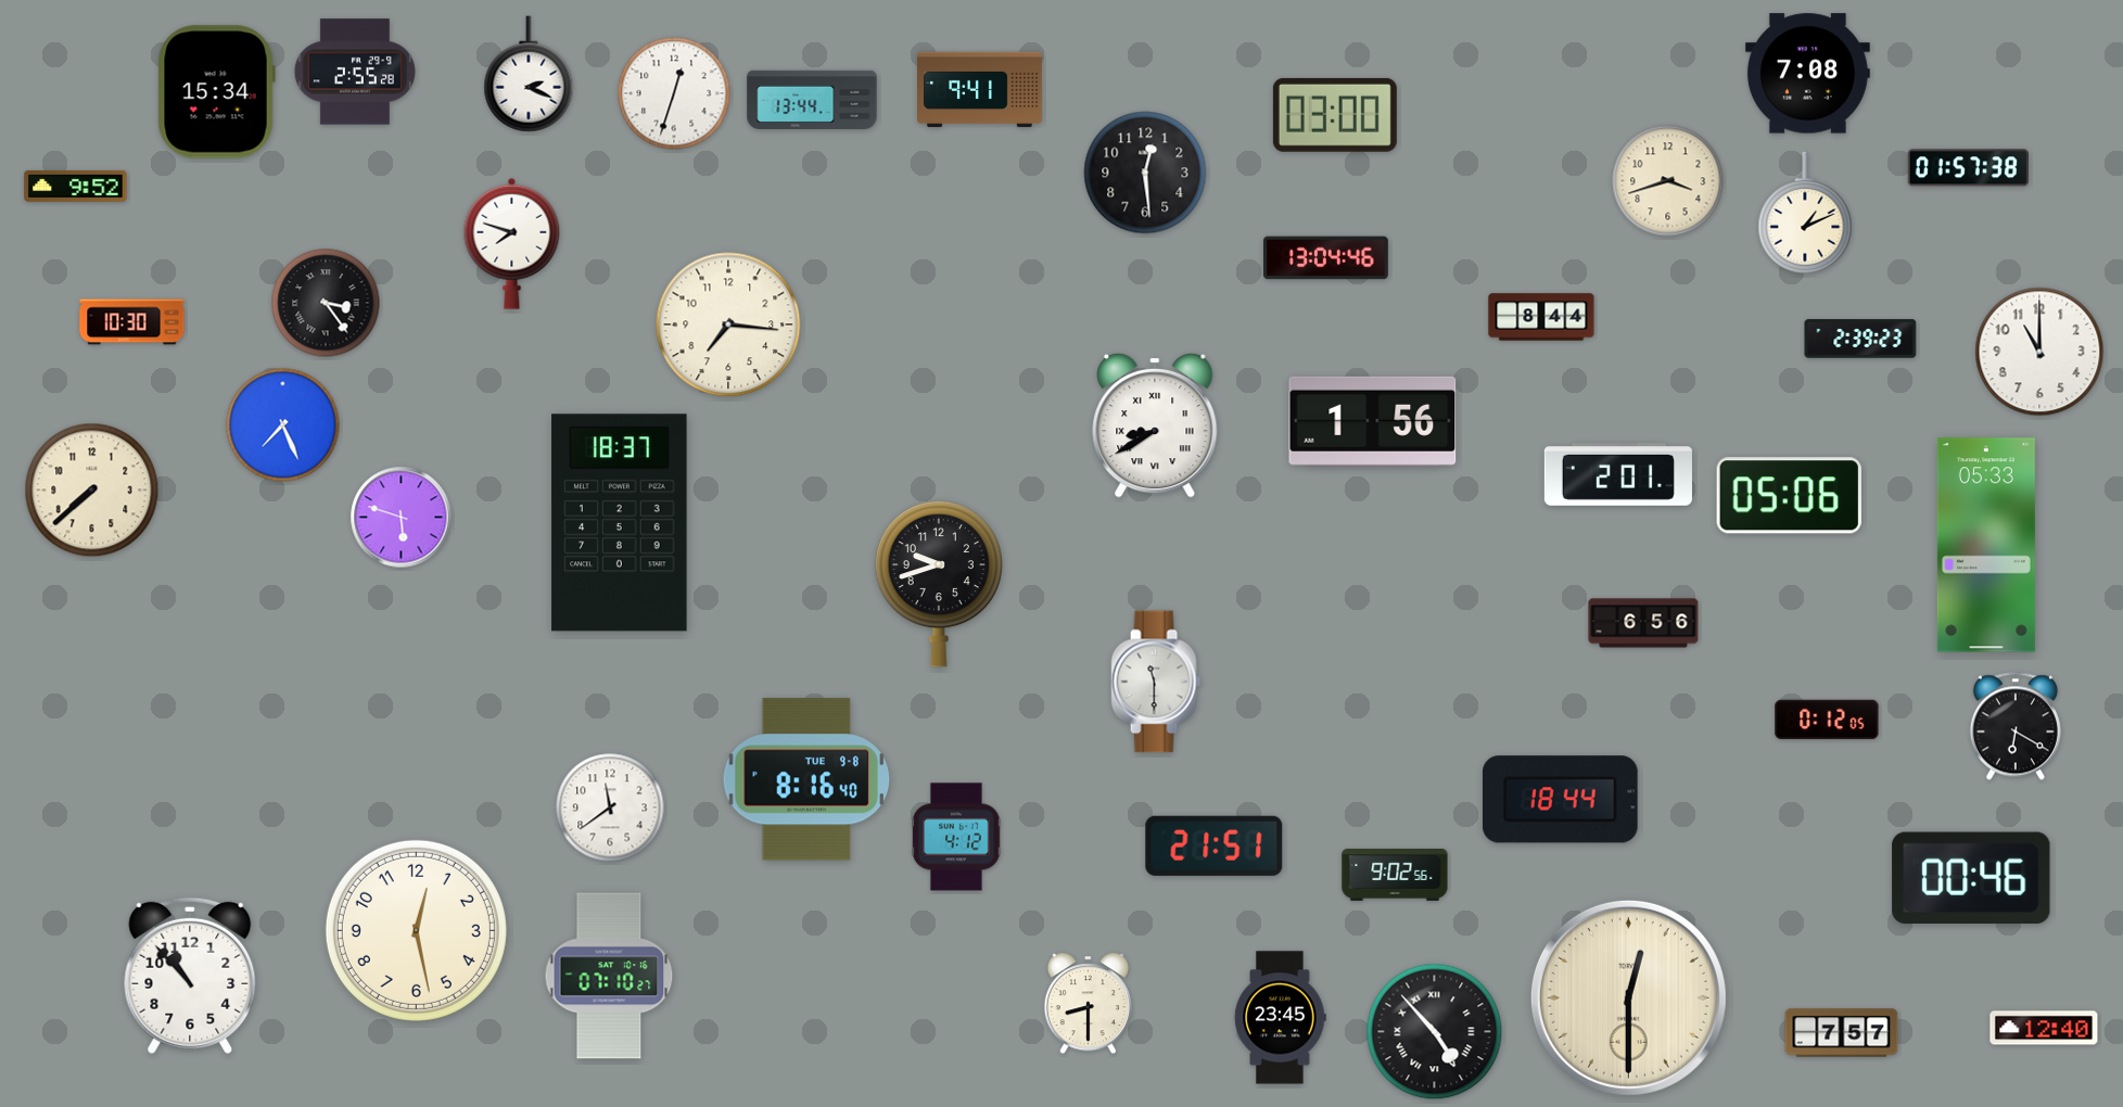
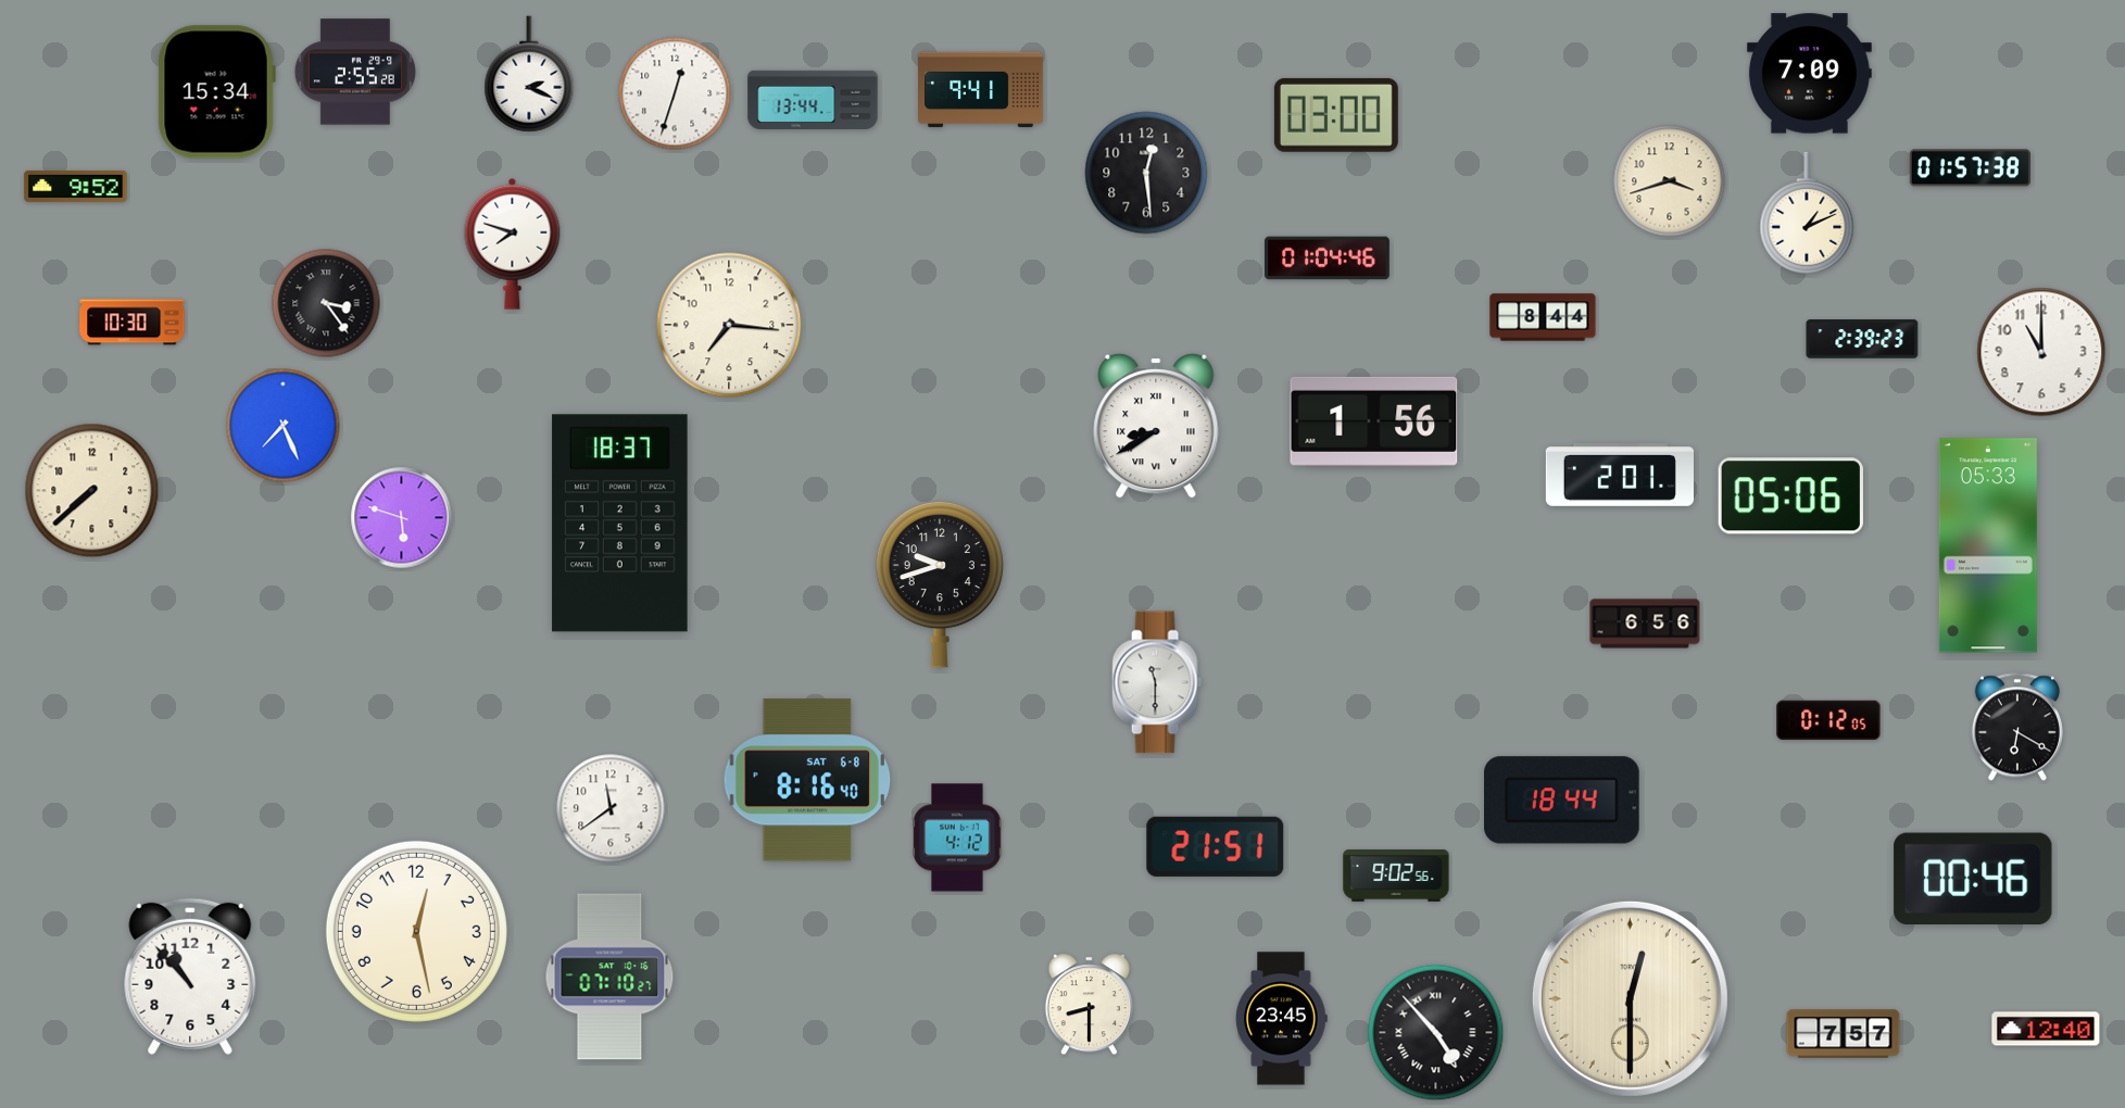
clock at (1807, 74): 7:08 -> 7:09
clock at (1326, 258): 13:04 -> 01:04
clock at (806, 779) date: TUE 9-8 -> SAT 6-8
